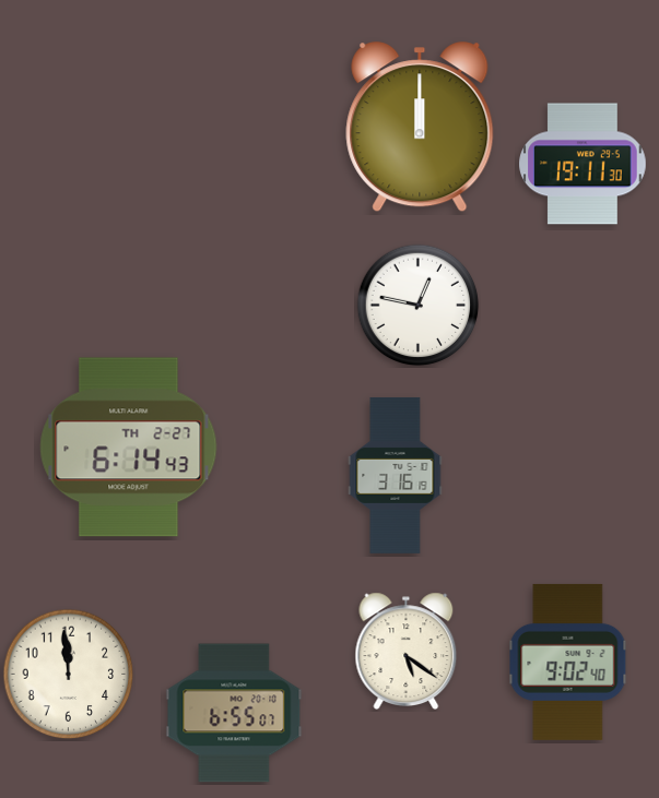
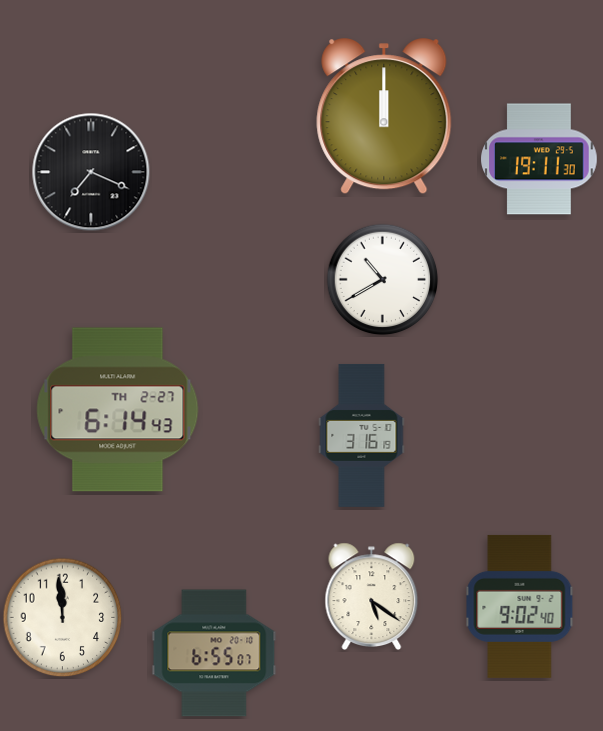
clock at (582, 164) position: (582, 164) -> (539, 159)
clock at (91, 172): none -> 7:19
clock at (419, 306): 12:47 -> 10:40
